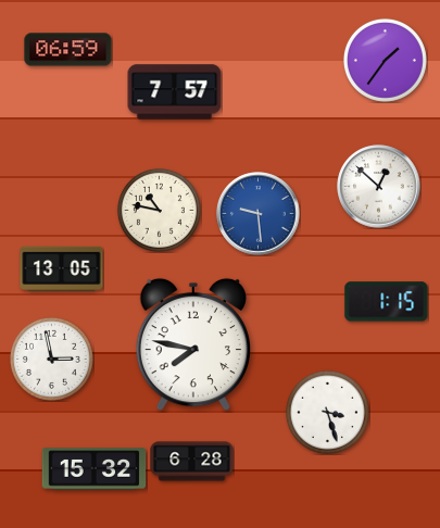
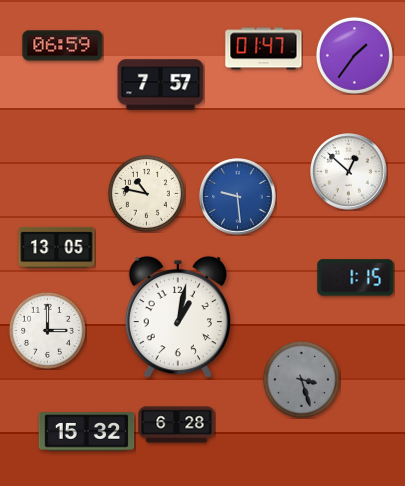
clock at (264, 49): none -> 01:47
clock at (193, 344): 7:47 -> 1:02
clock at (51, 359): 2:58 -> 3:00
clock at (327, 412) dial: white -> grey
